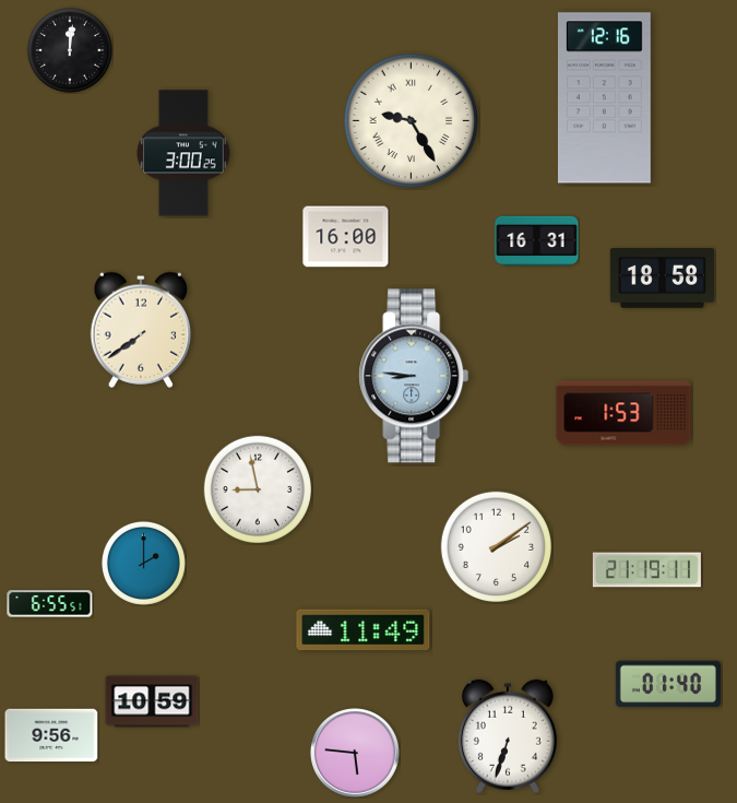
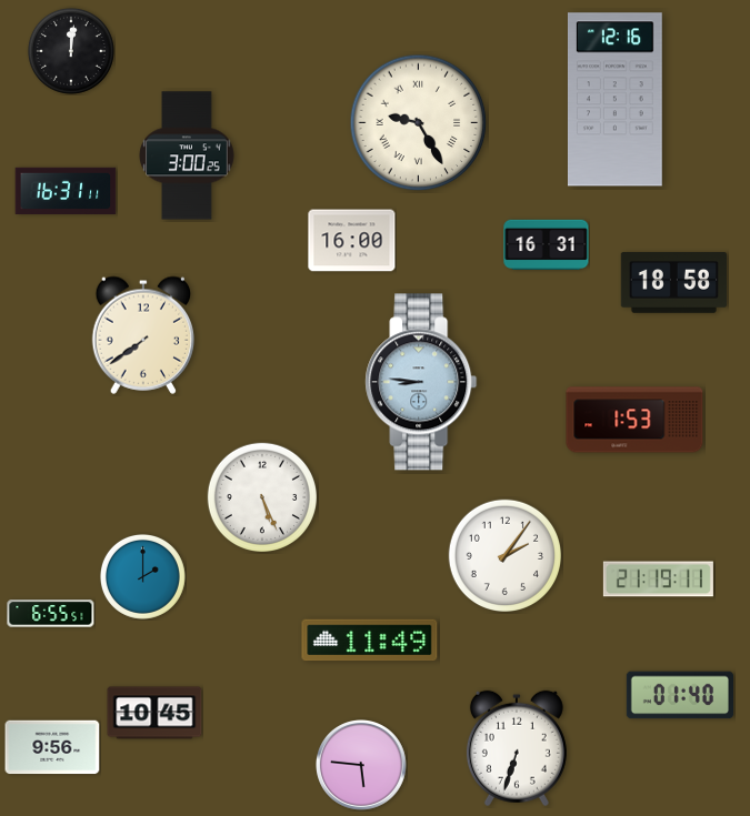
clock at (66, 191): none -> 16:31
clock at (257, 488): 8:58 -> 5:26
clock at (496, 546): 2:09 -> 2:06
clock at (143, 563) position: (143, 563) -> (142, 576)
clock at (152, 701): 10:59 -> 10:45
